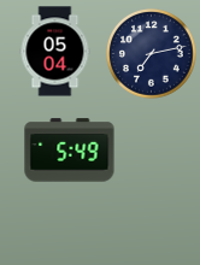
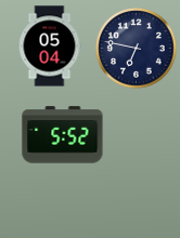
clock at (152, 54): 7:13 -> 6:47
clock at (70, 151): 5:49 -> 5:52
